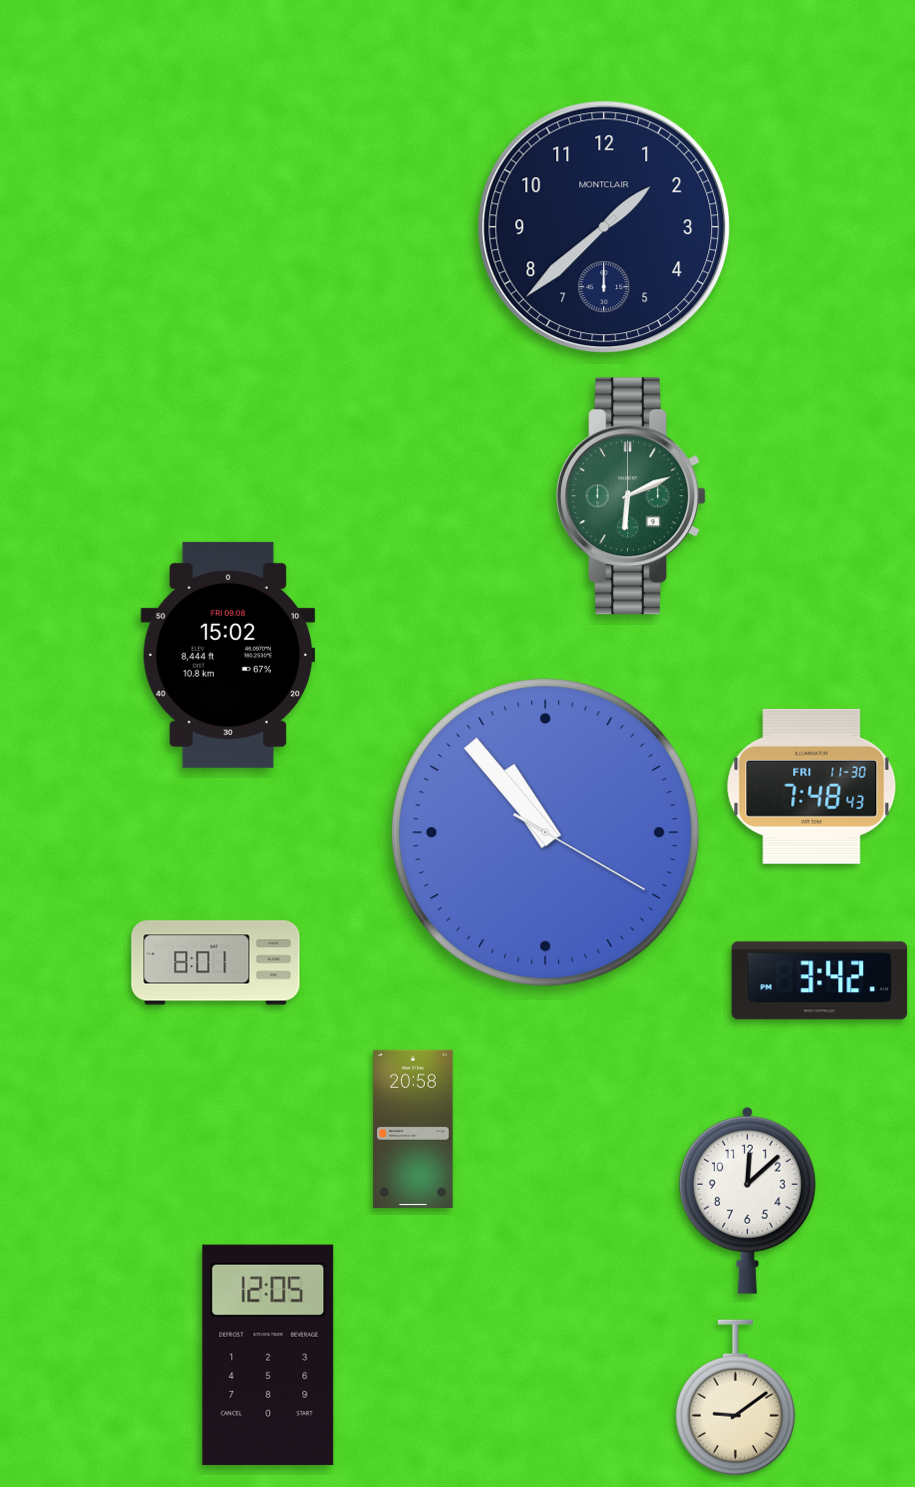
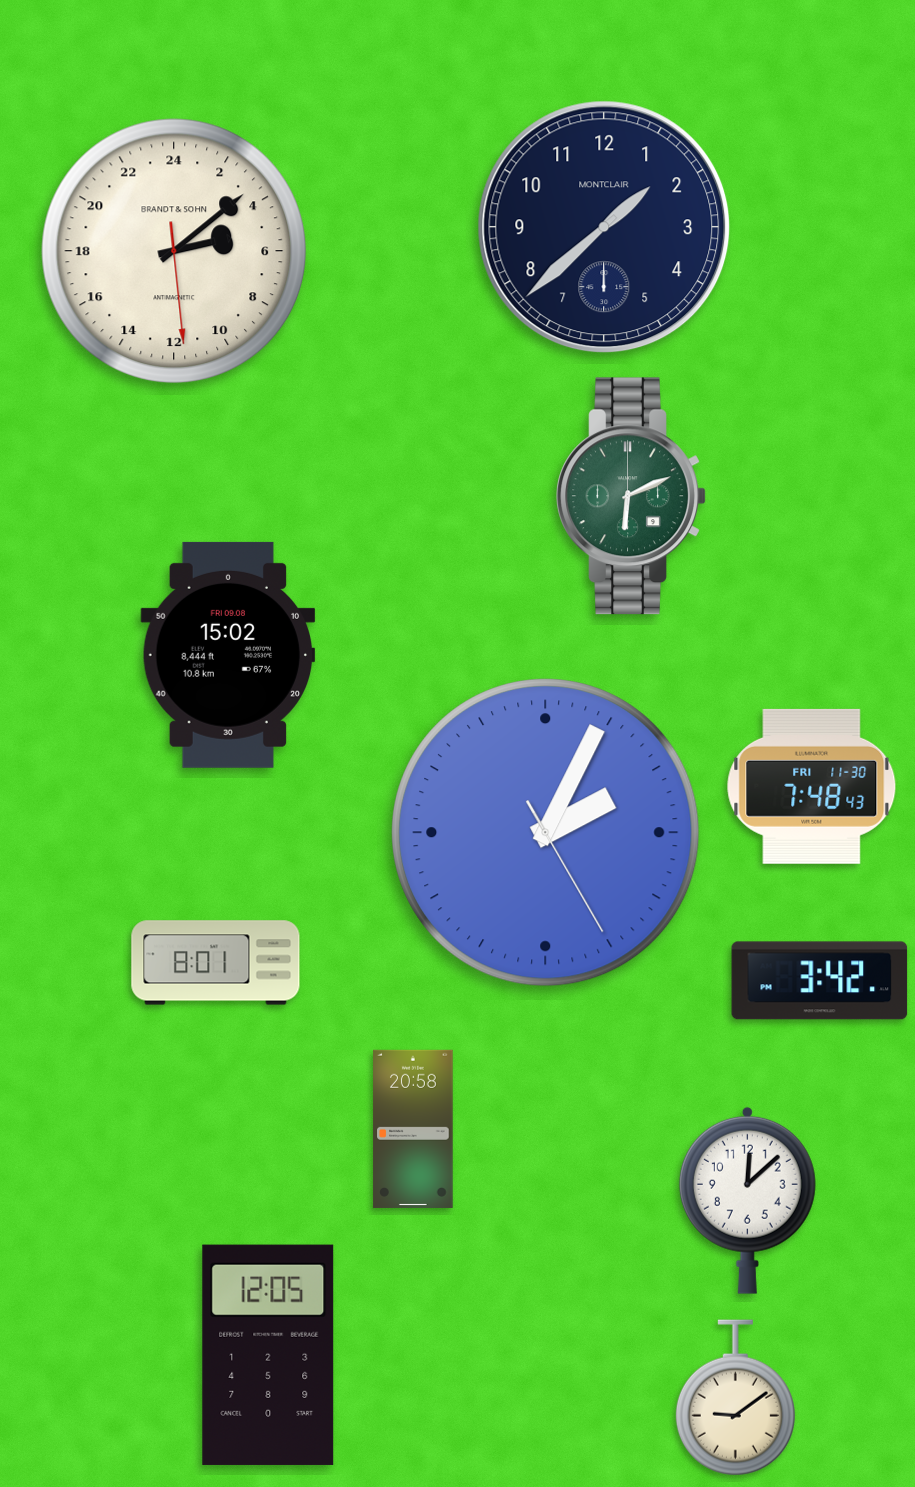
clock at (174, 251): none -> 5:08
clock at (546, 833): 10:53 -> 2:04
